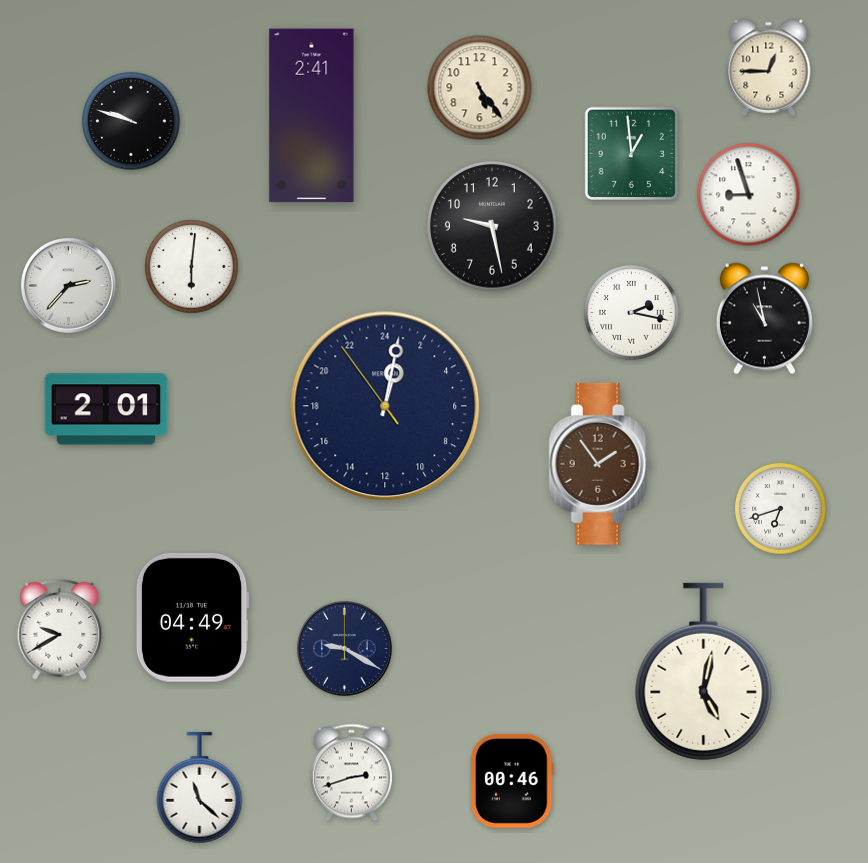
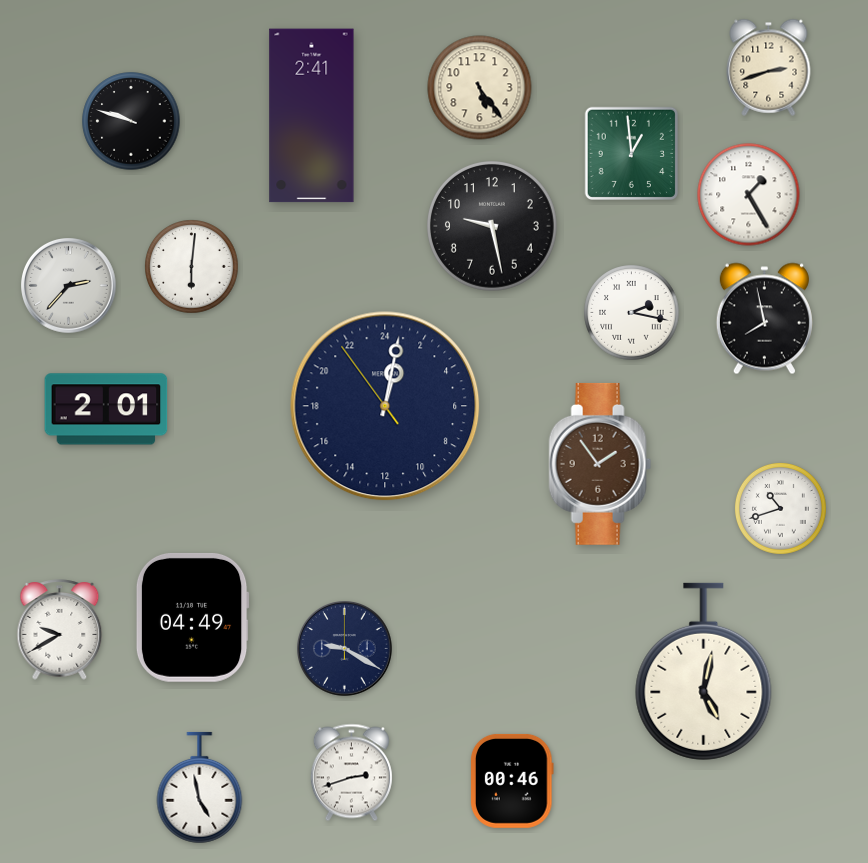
clock at (769, 67): 12:45 -> 2:42
clock at (749, 195): 8:57 -> 1:25
clock at (764, 319): 10:58 -> 7:58
clock at (780, 508): 6:42 -> 10:42
clock at (200, 788): 11:22 -> 4:58
